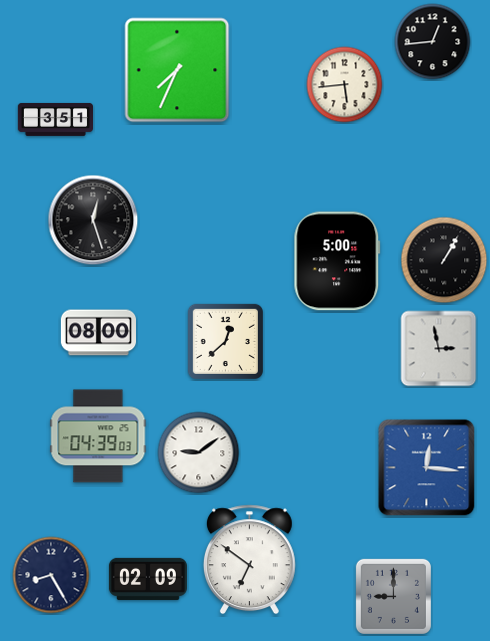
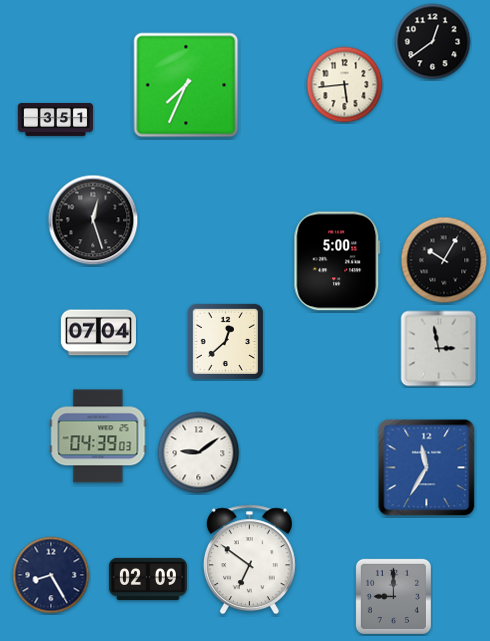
clock at (433, 42): 12:44 -> 12:39
clock at (177, 70) position: (177, 70) -> (186, 85)
clock at (444, 260): 1:05 -> 10:05
clock at (98, 333): 08:00 -> 07:04
clock at (427, 468): 12:16 -> 11:35
